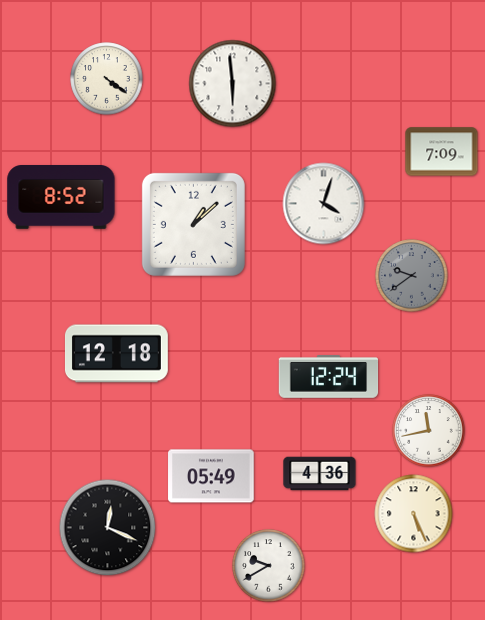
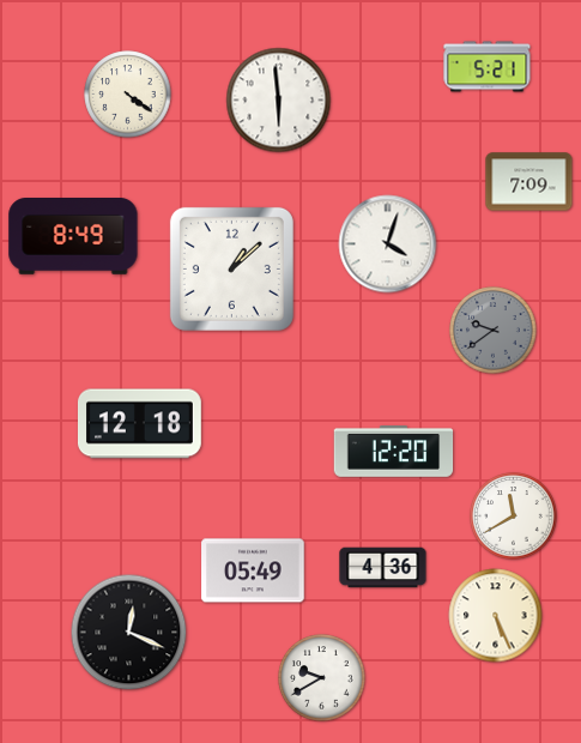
clock at (488, 67): none -> 5:21
clock at (61, 198): 8:52 -> 8:49
clock at (329, 377): 12:24 -> 12:20
clock at (429, 431): 11:43 -> 11:40
